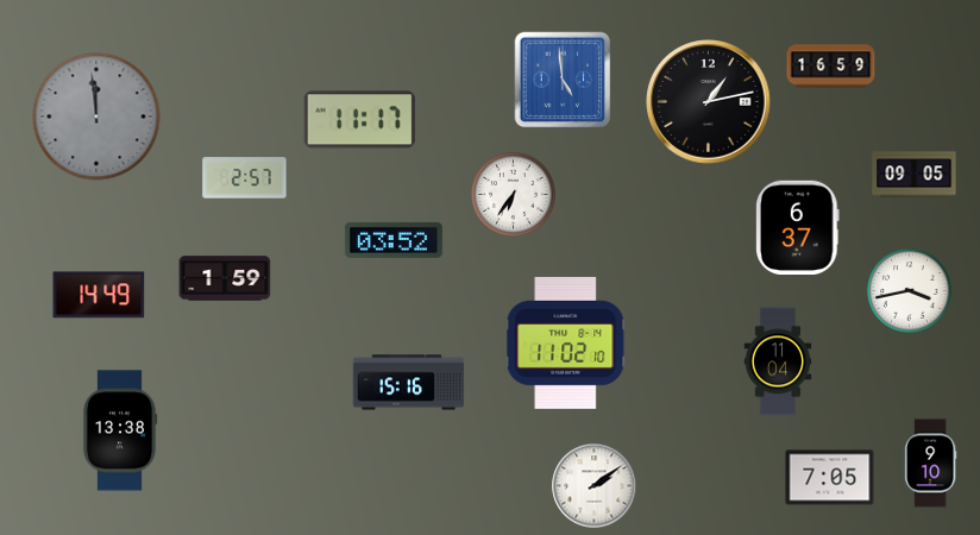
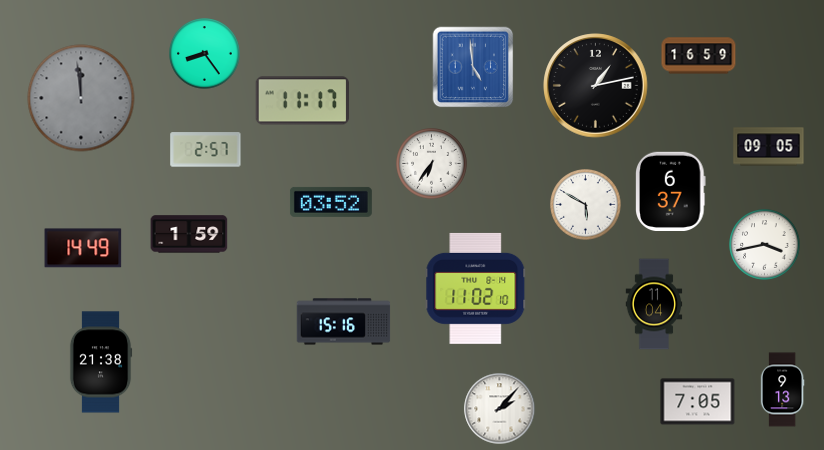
clock at (205, 54): none -> 8:24
clock at (586, 205): none -> 5:50
clock at (120, 430): 13:38 -> 21:38
clock at (930, 464): 9:10 -> 9:13
clock at (595, 486): 2:09 -> 2:07
